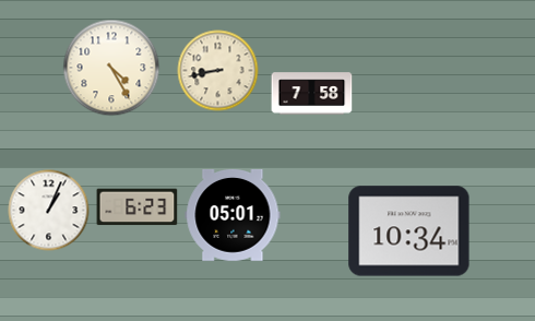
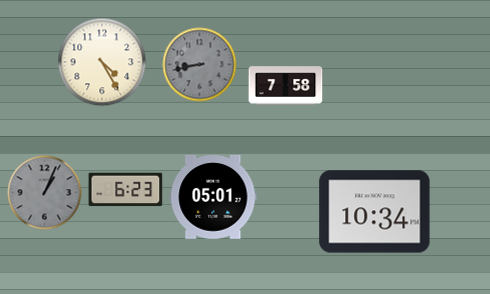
clock at (218, 71) dial: cream -> grey
clock at (49, 211) dial: white -> grey
